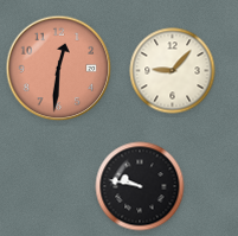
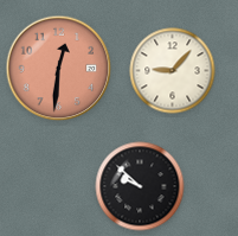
clock at (140, 186): 9:47 -> 9:52
